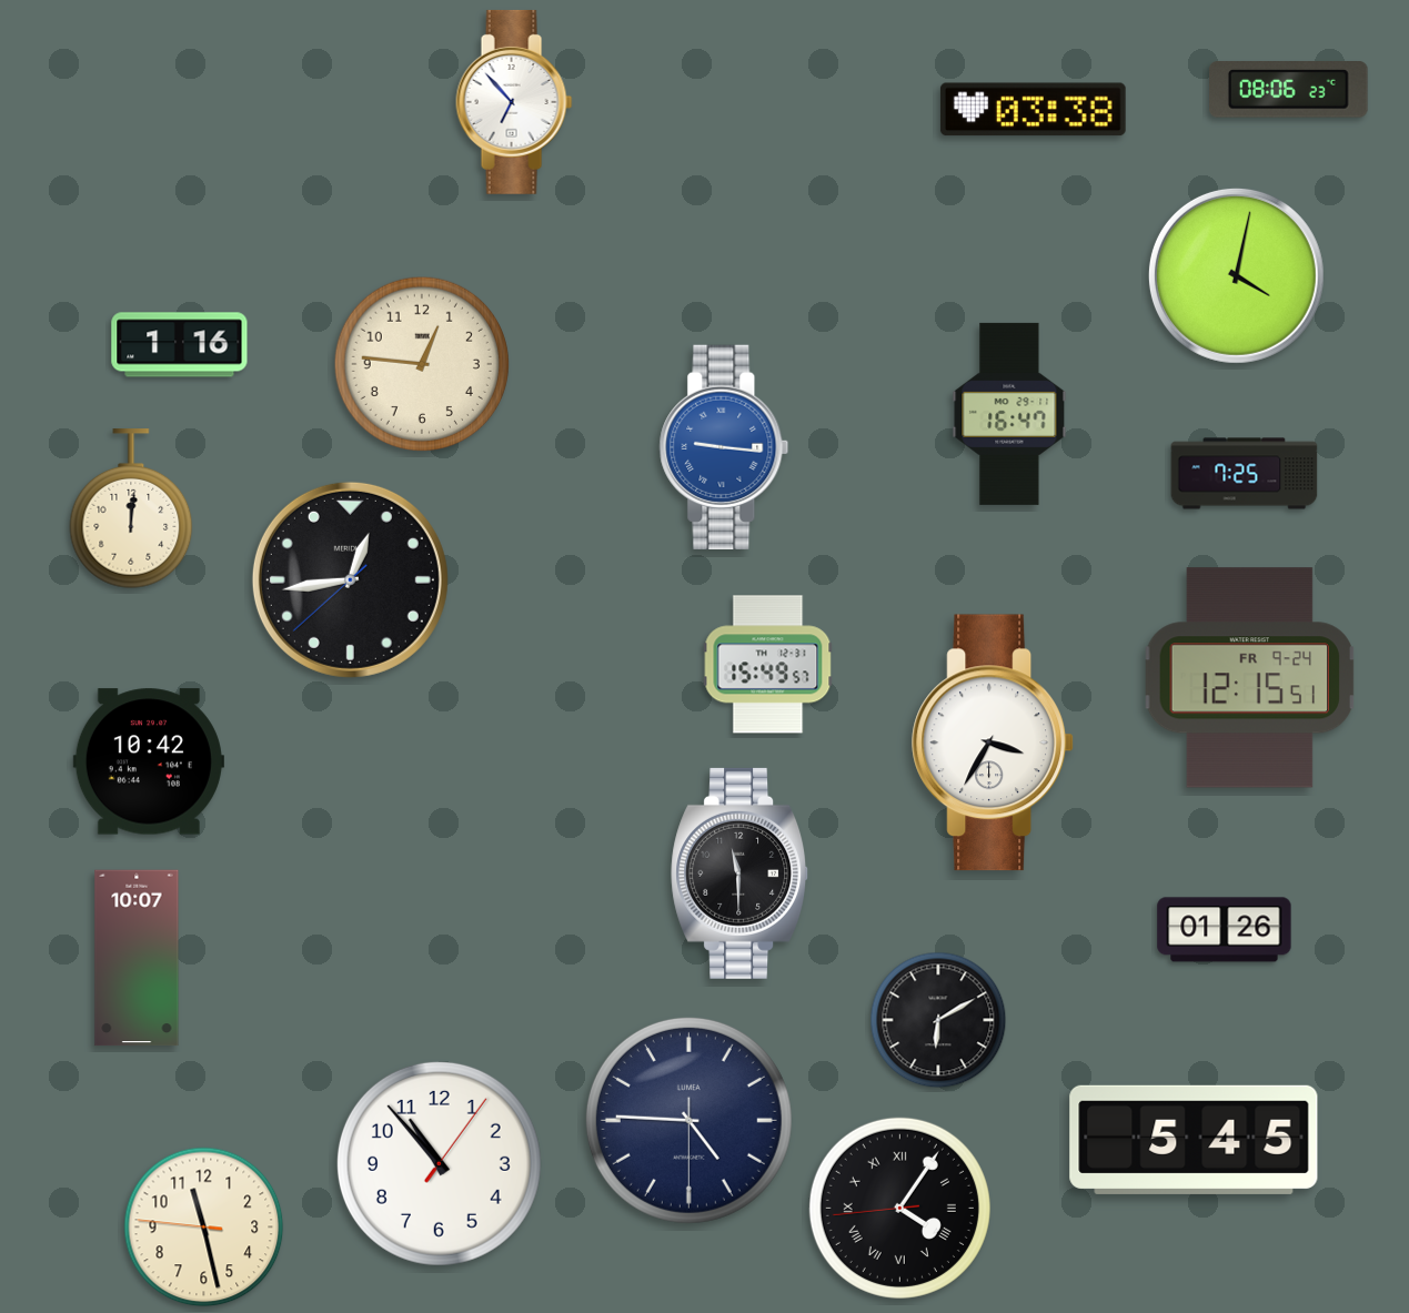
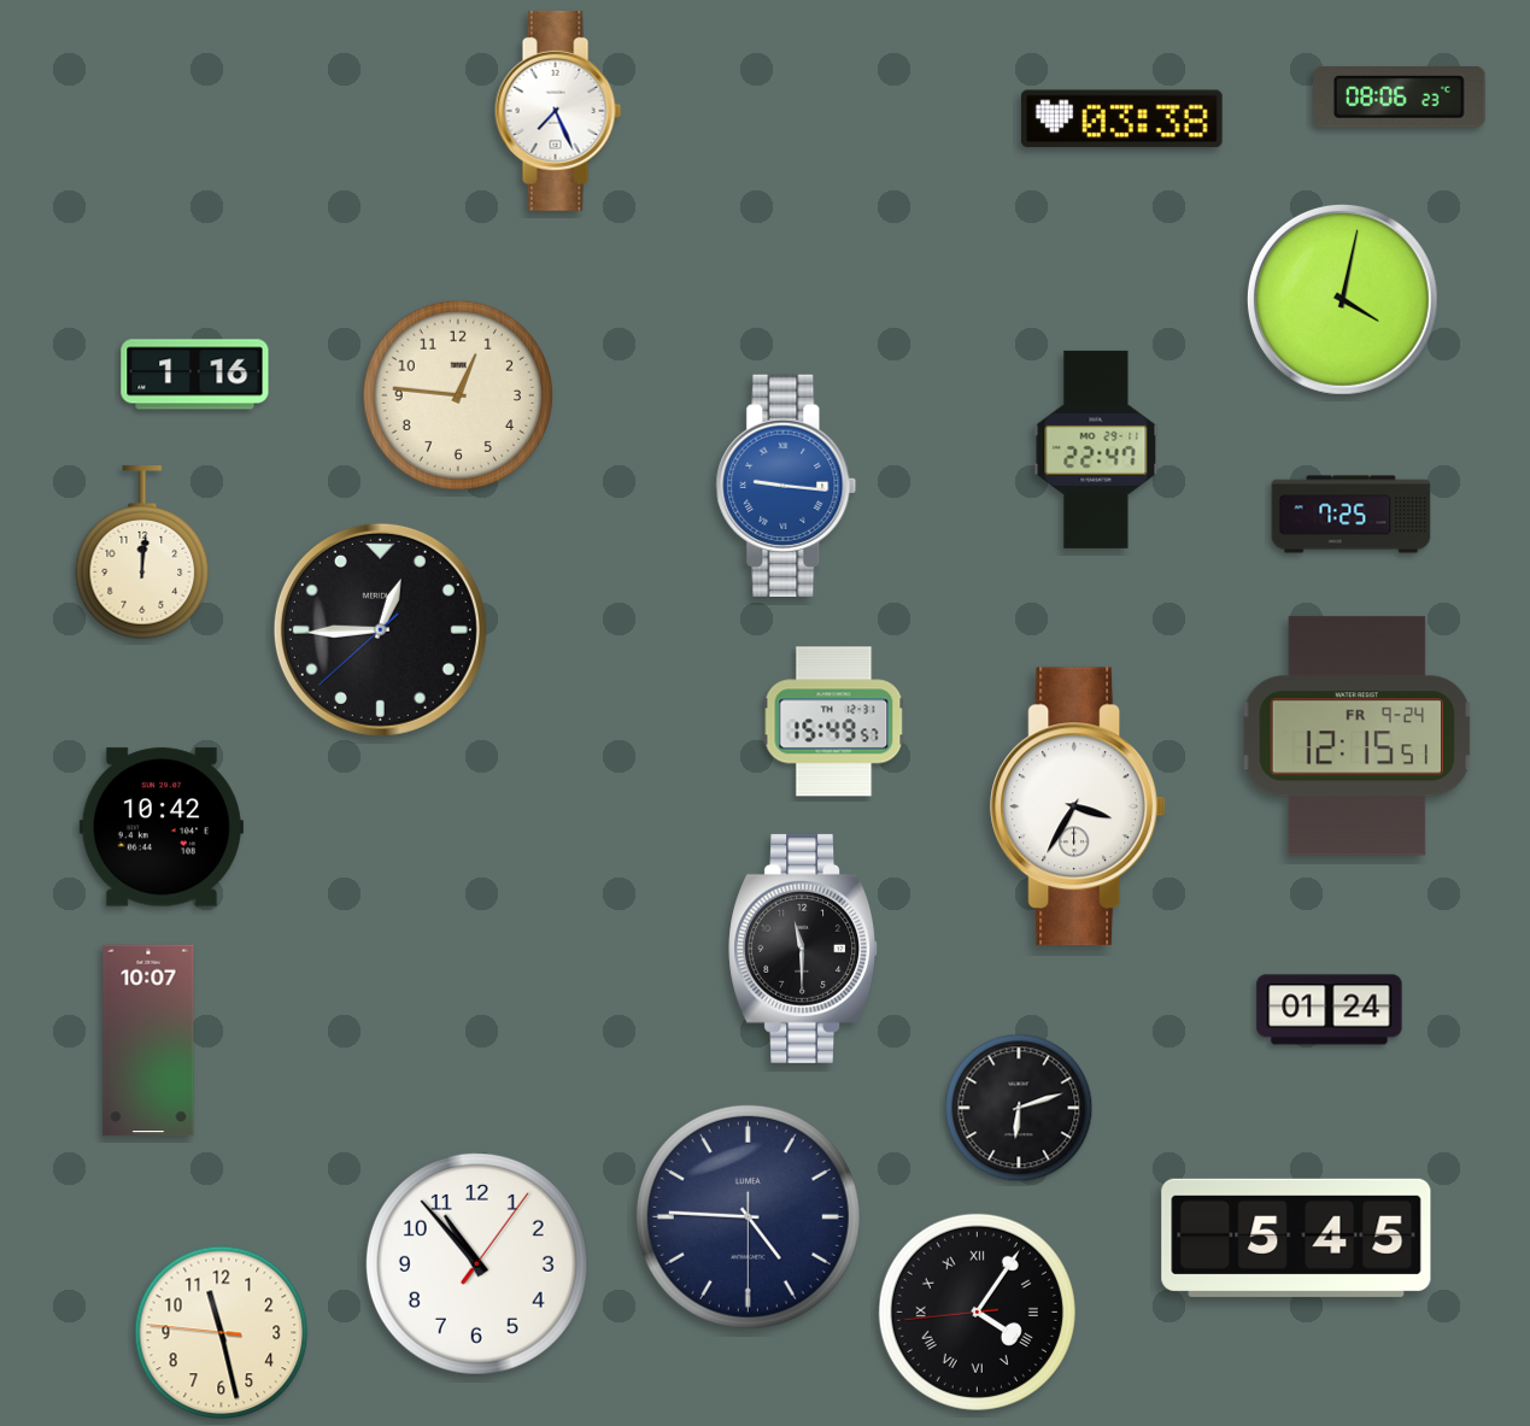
clock at (514, 102): 6:53 -> 7:26
clock at (1009, 414): 16:47 -> 22:47
clock at (350, 579): 12:43 -> 12:44
clock at (1225, 930): 01:26 -> 01:24
clock at (938, 1020): 6:10 -> 6:12
